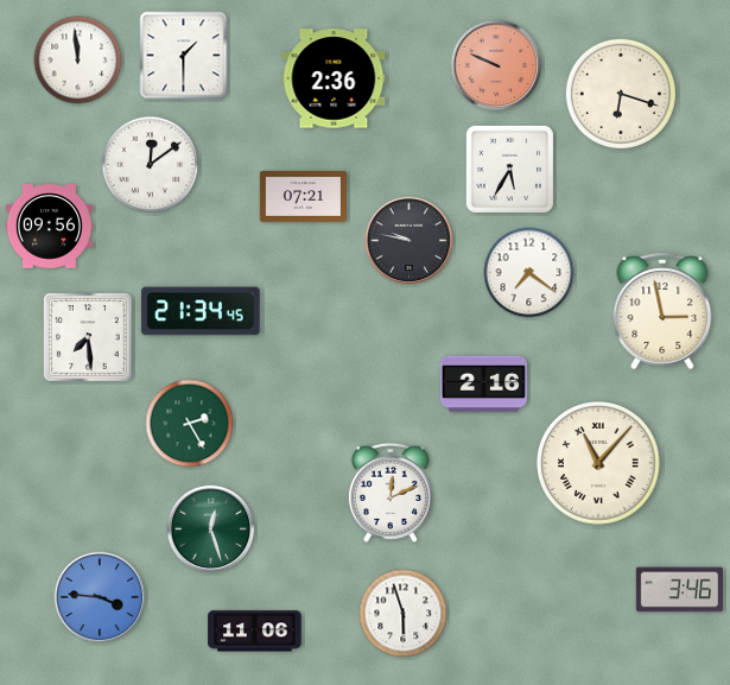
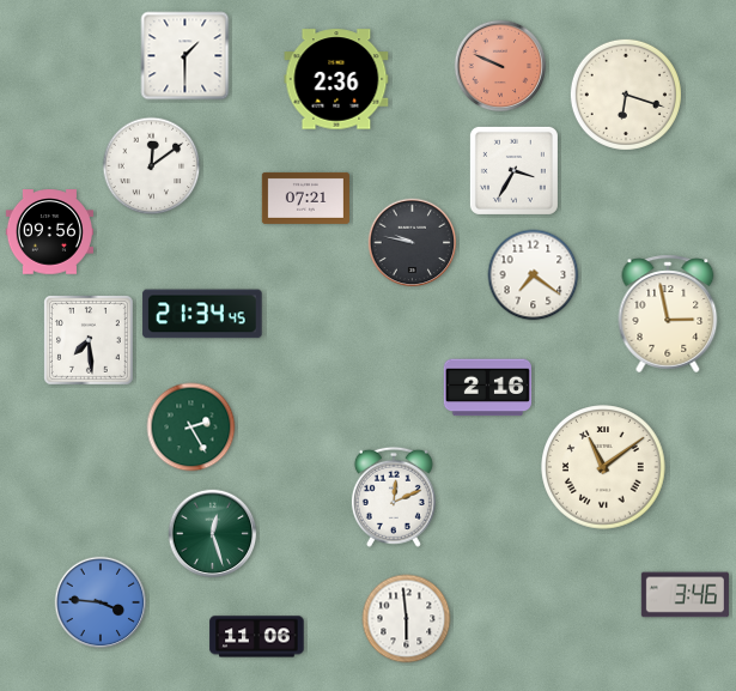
clock at (78, 61): 11:59 -> none
clock at (509, 169): 5:35 -> 3:35
clock at (49, 227) position: (49, 227) -> (49, 232)
clock at (598, 463): 11:07 -> 11:09
clock at (404, 614): 5:57 -> 5:59
